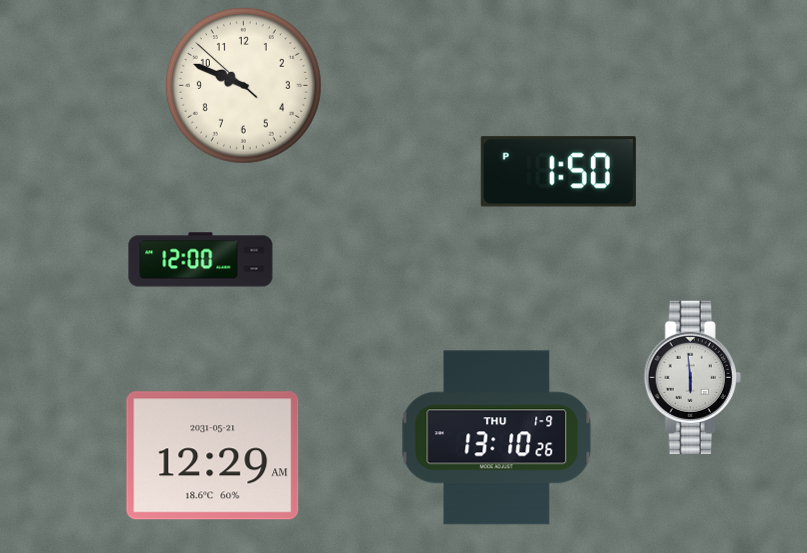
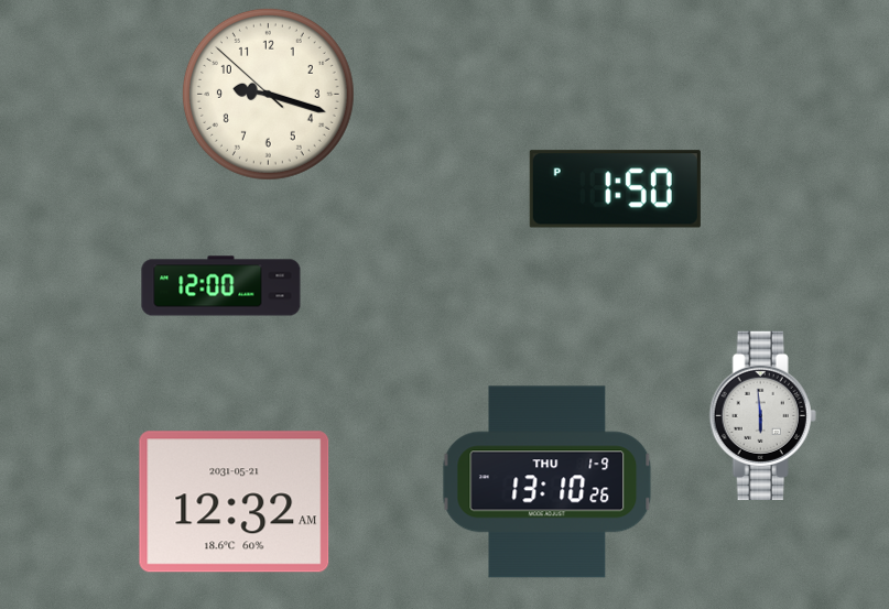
clock at (243, 85): 9:48 -> 9:17
clock at (213, 456): 12:29 -> 12:32
